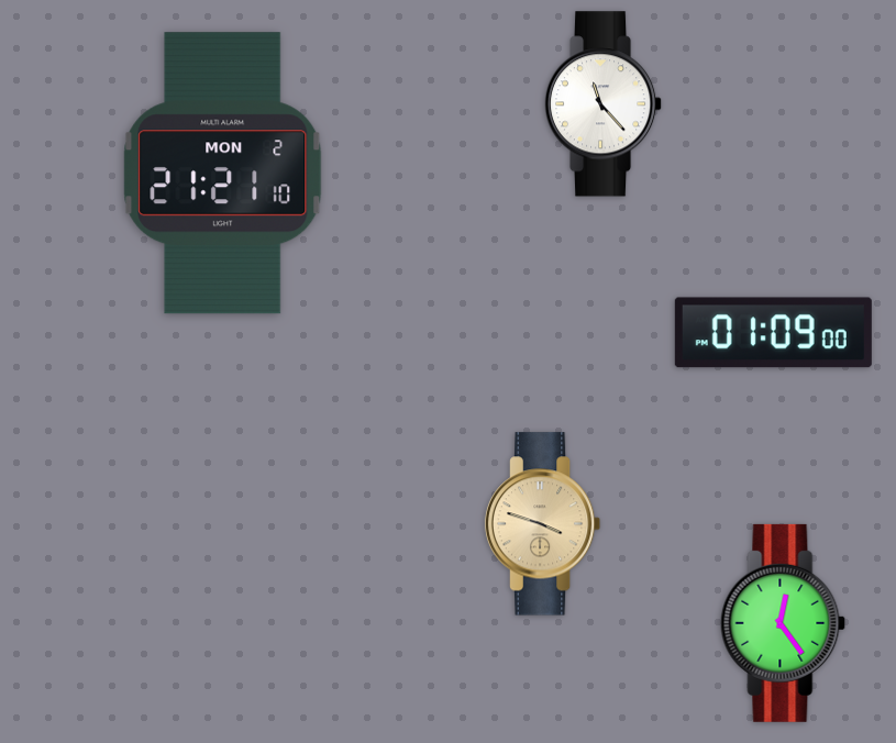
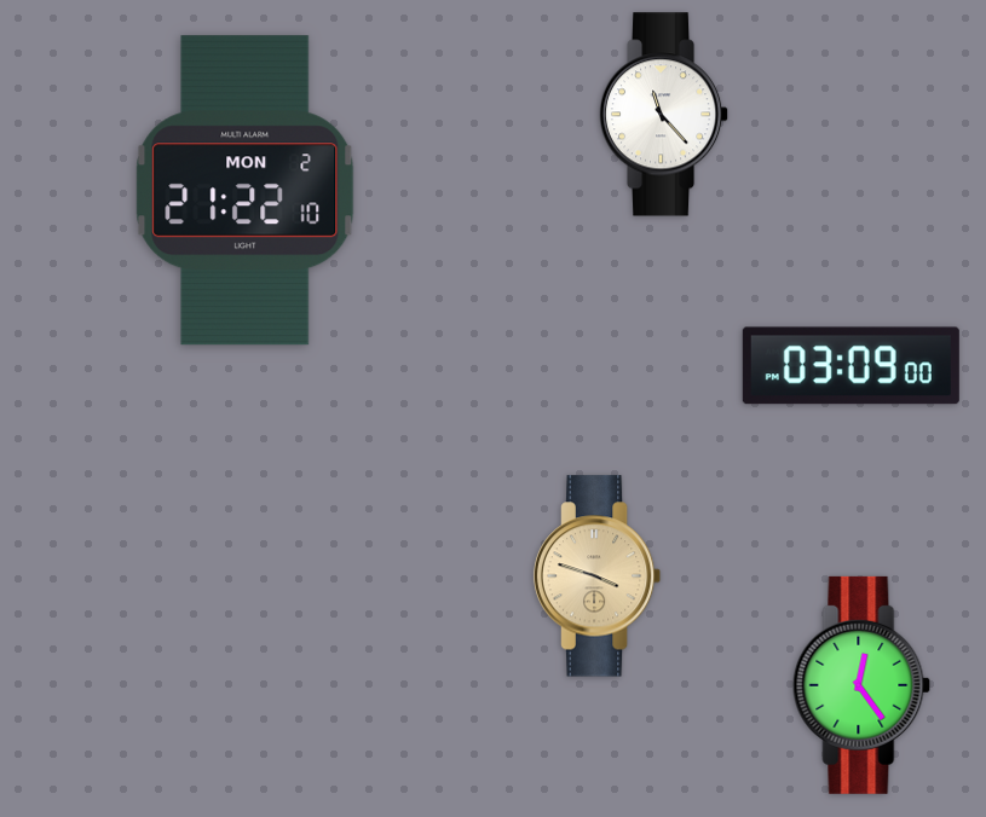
clock at (223, 174): 21:21 -> 21:22
clock at (773, 333): 01:09 -> 03:09
